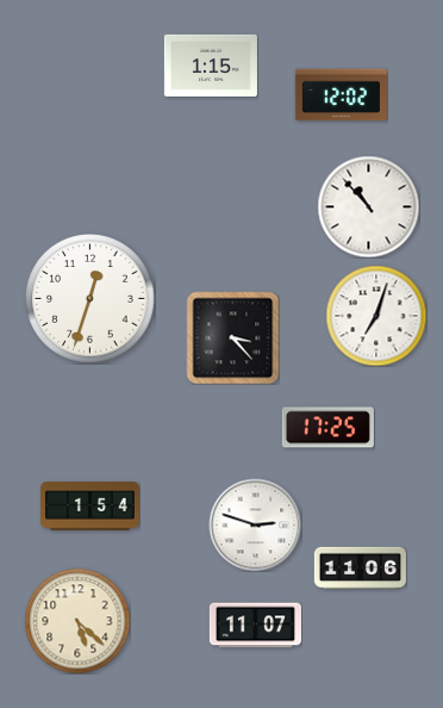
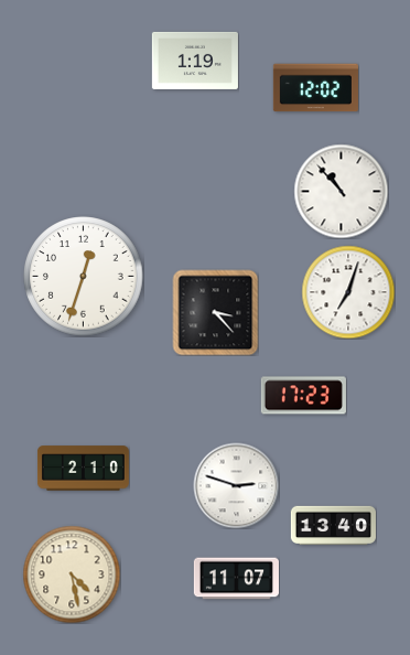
clock at (211, 66): 1:15 -> 1:19
clock at (327, 428): 17:25 -> 17:23
clock at (89, 507): 1:54 -> 2:10
clock at (360, 569): 11:06 -> 13:40
clock at (77, 621): 5:22 -> 4:28
